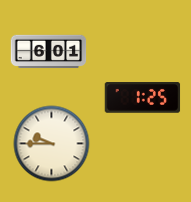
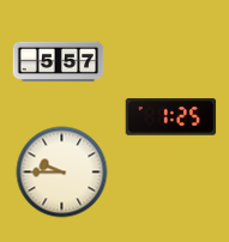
clock at (49, 52): 6:01 -> 5:57
